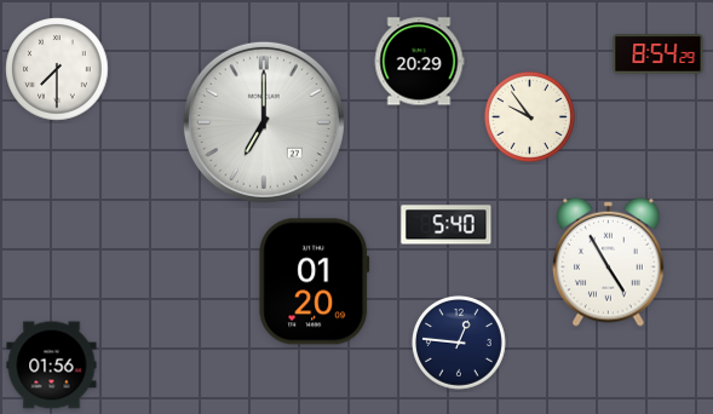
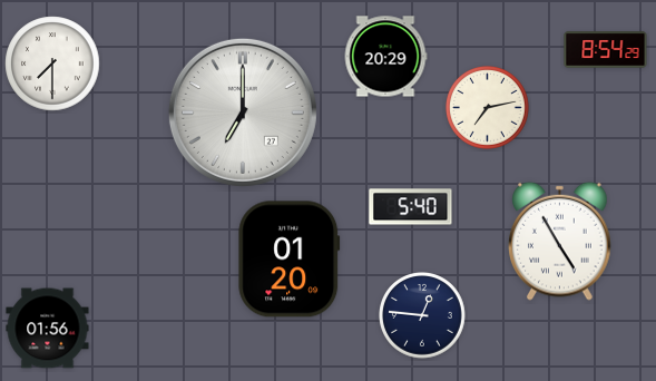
clock at (530, 117): 9:54 -> 7:13
clock at (52, 366) position: (52, 366) -> (48, 329)
